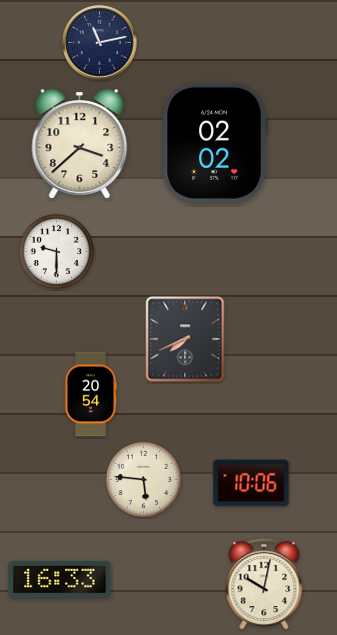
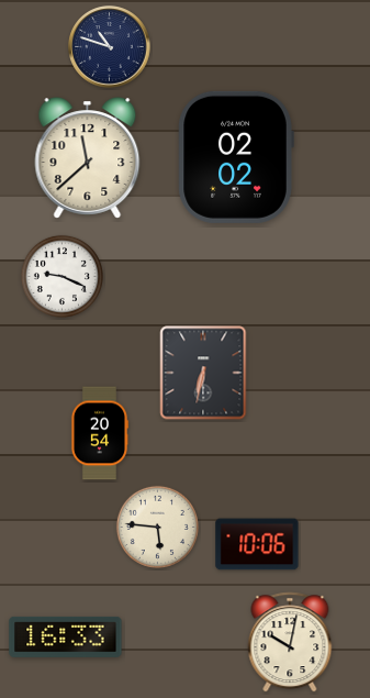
clock at (100, 43): 11:13 -> 10:48
clock at (80, 144): 3:38 -> 11:38
clock at (56, 251): 9:30 -> 9:19
clock at (185, 339): 7:41 -> 6:32
clock at (251, 483) position: (251, 483) -> (257, 544)
